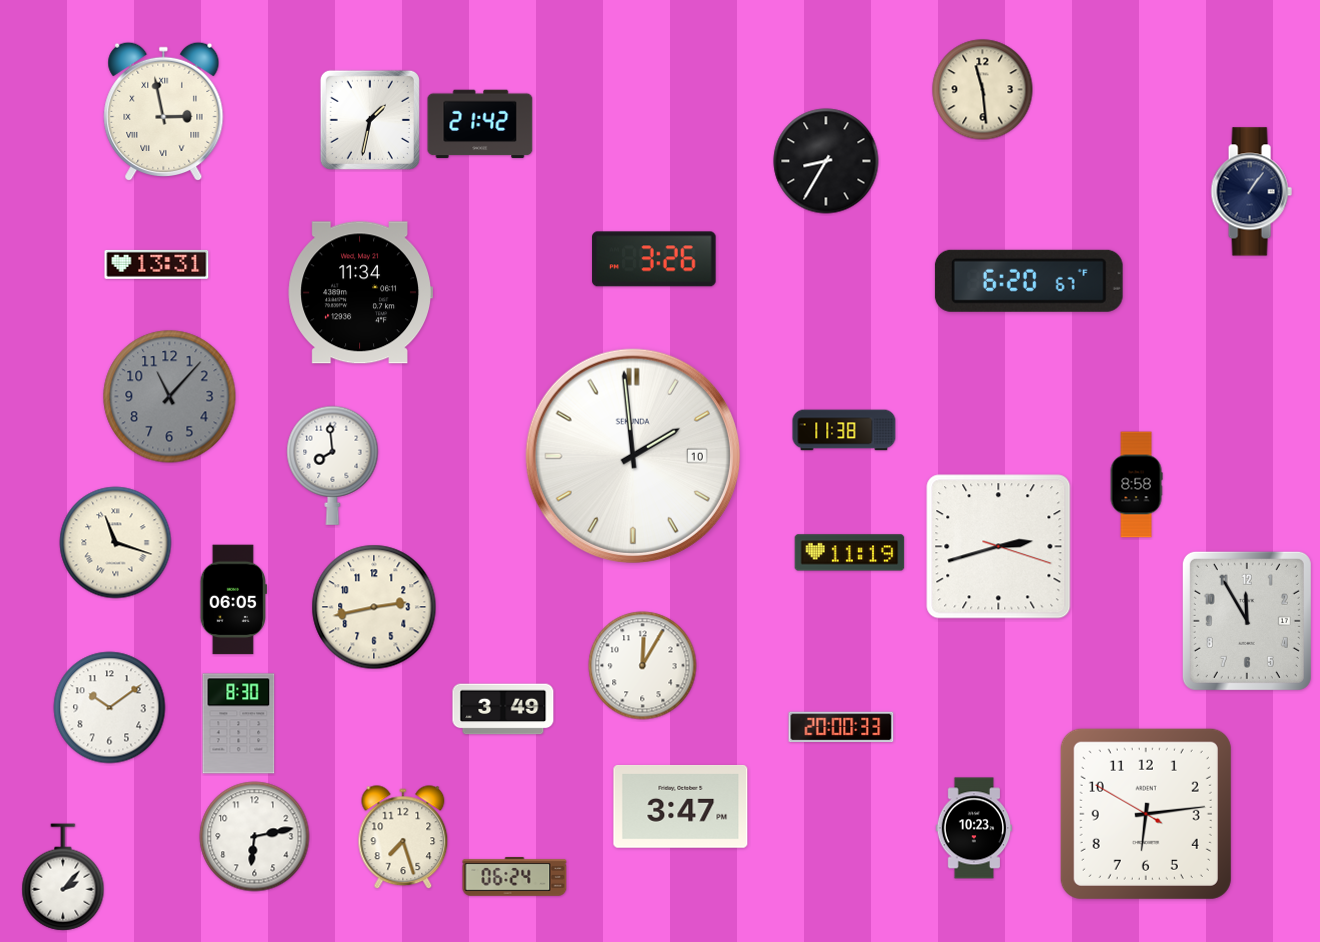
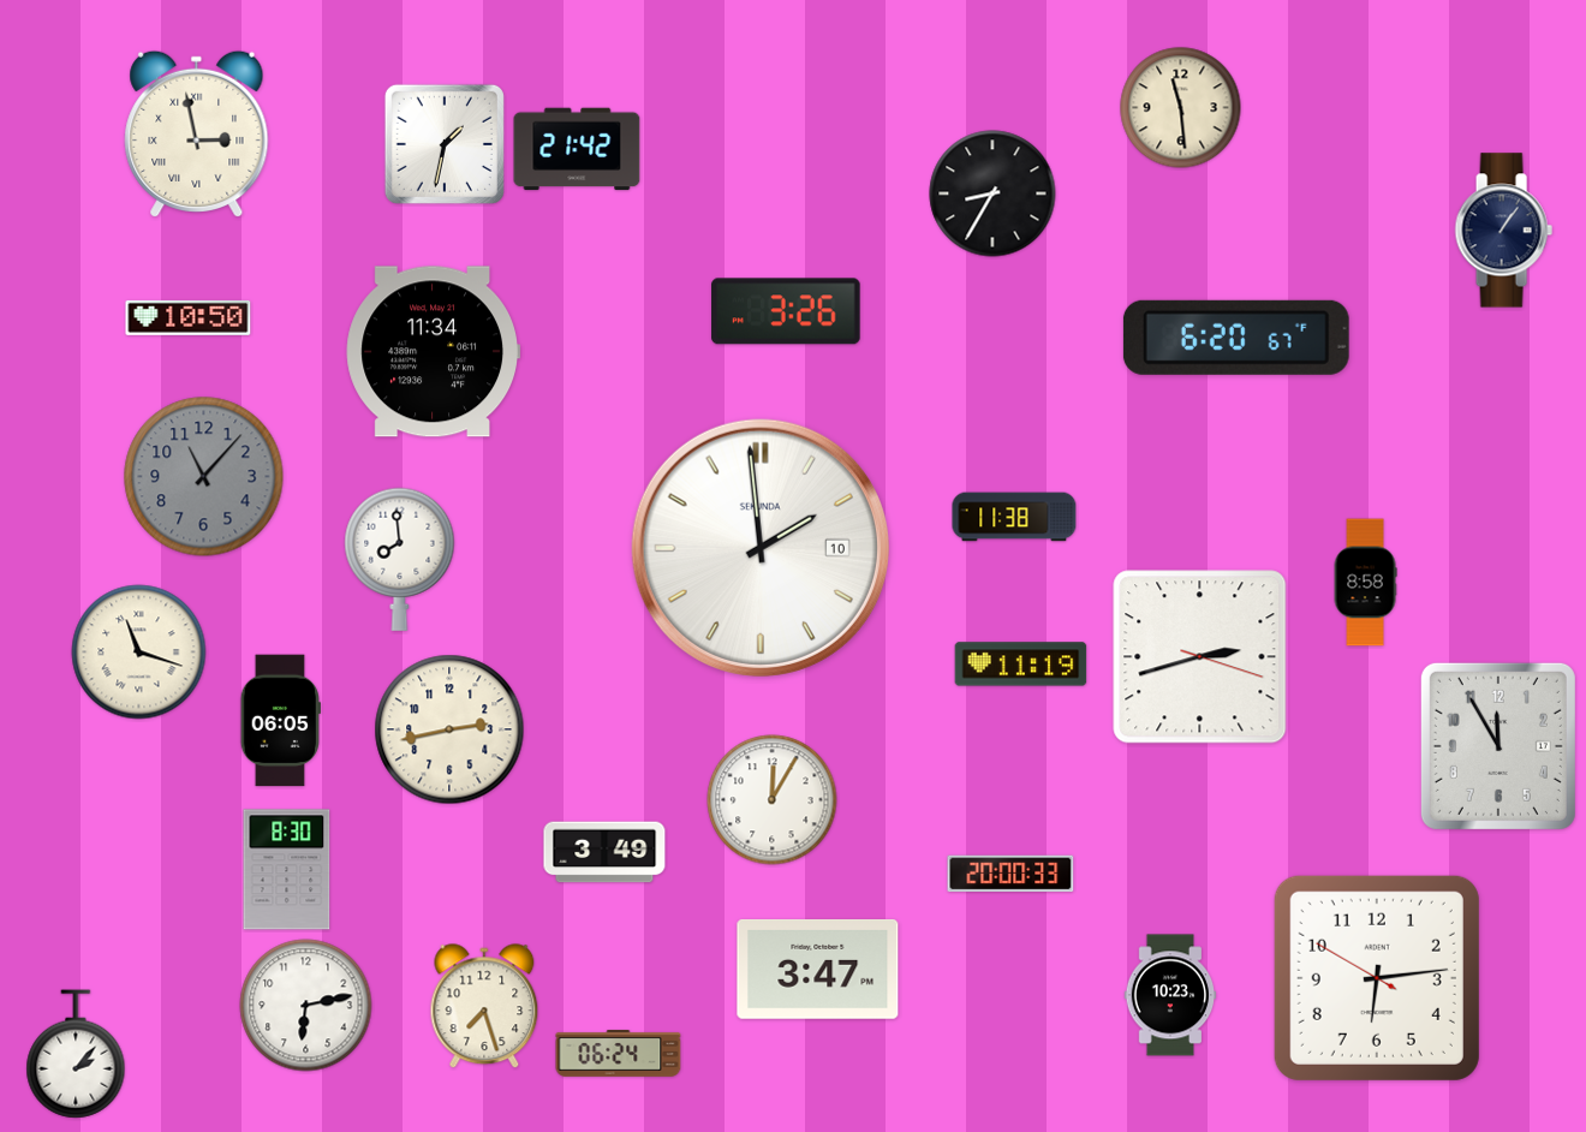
clock at (157, 264): 13:31 -> 10:50
clock at (110, 708): 10:09 -> none
